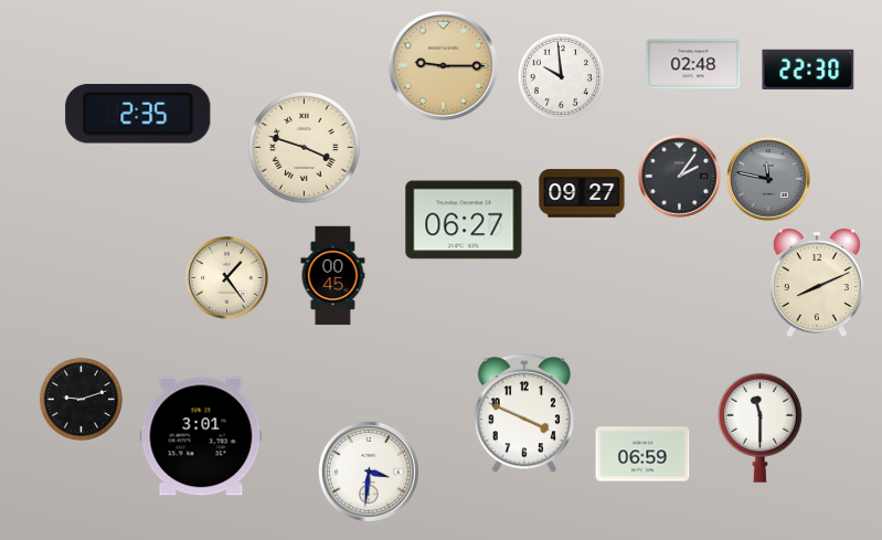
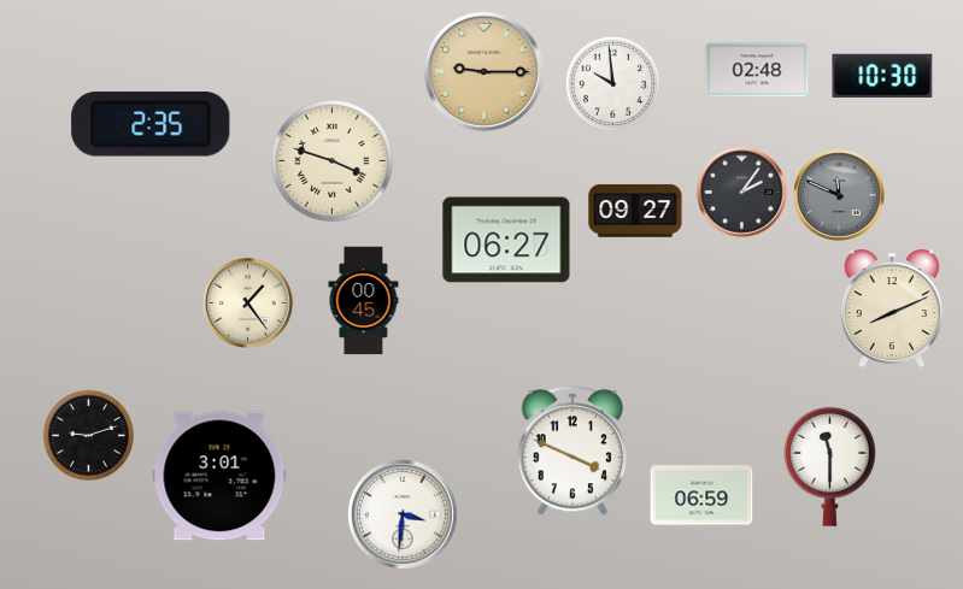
clock at (808, 68): 22:30 -> 10:30
clock at (768, 179): 11:47 -> 11:49
